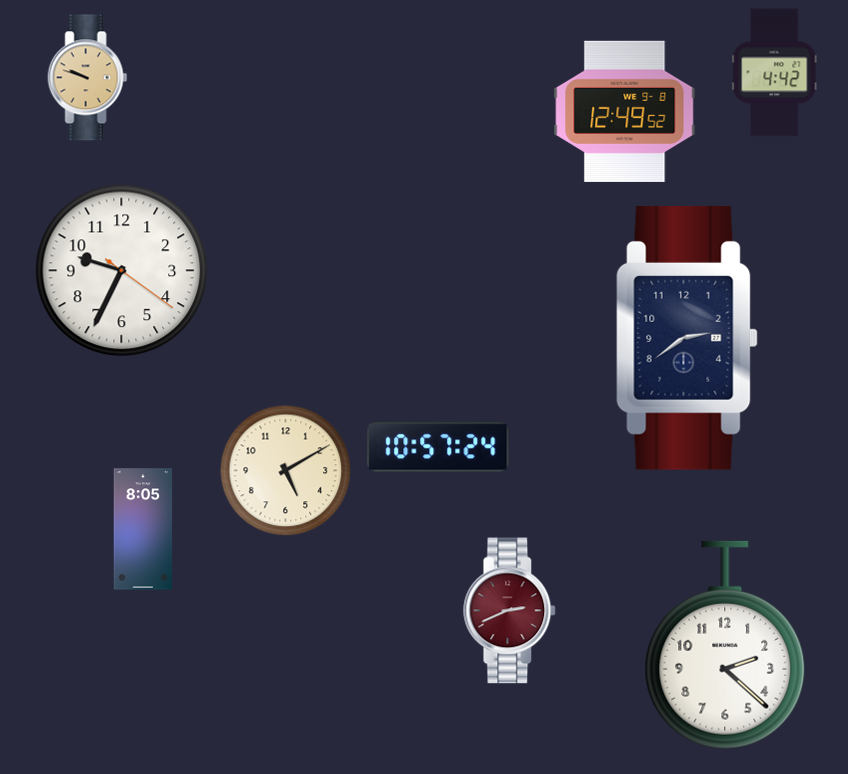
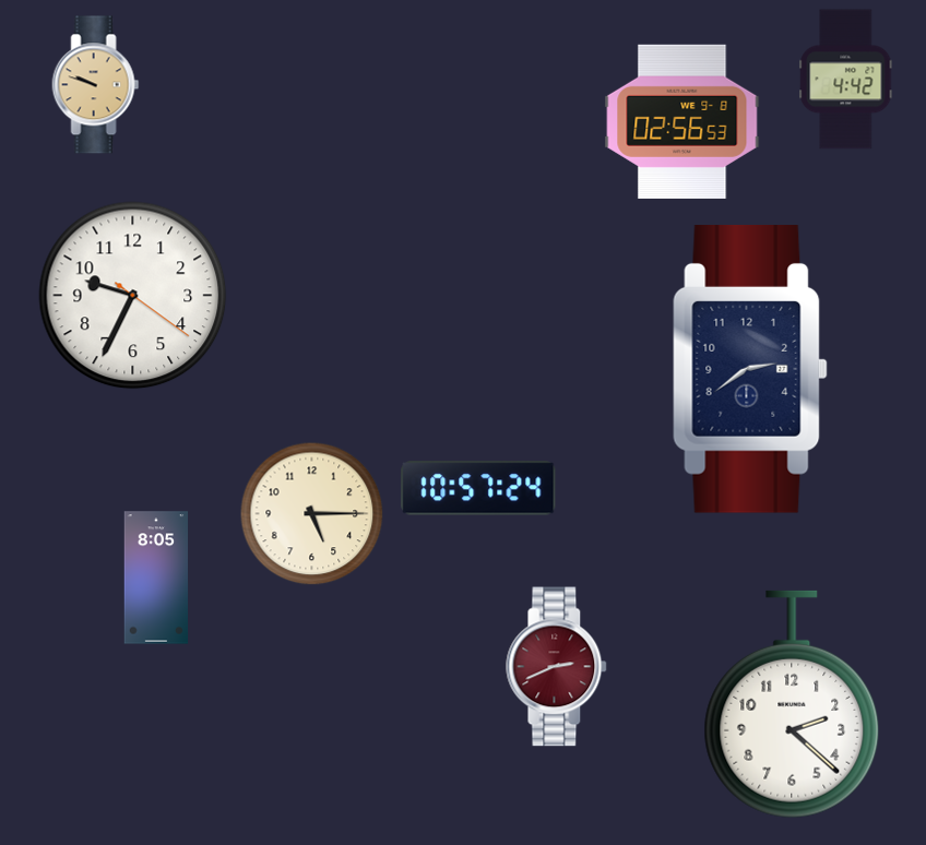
clock at (625, 111): 12:49 -> 02:56
clock at (286, 471): 5:10 -> 5:15
